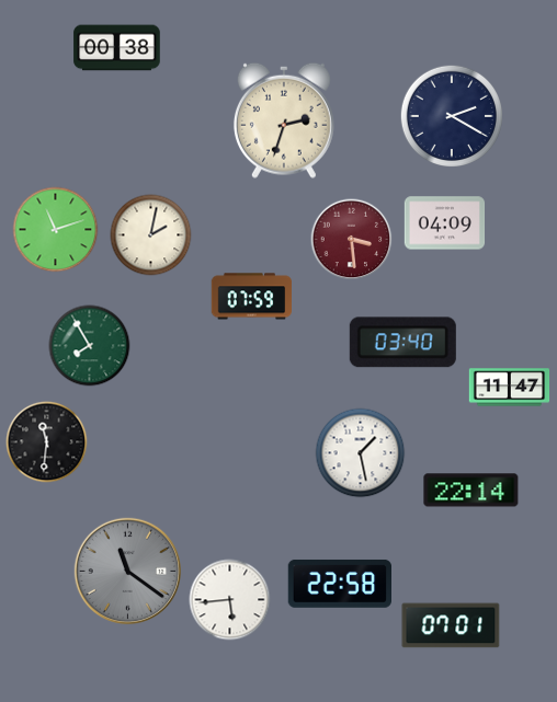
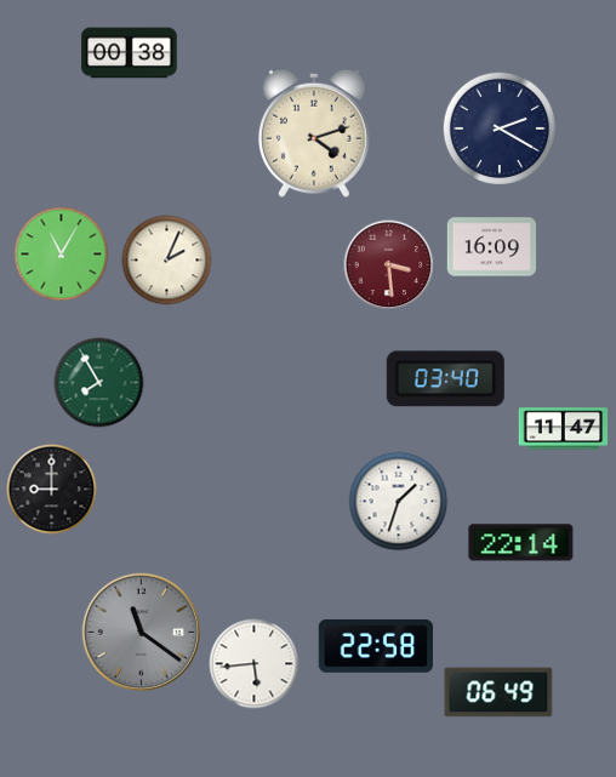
clock at (284, 120): 2:33 -> 4:12
clock at (445, 223): 04:09 -> 16:09
clock at (56, 230): 11:12 -> 11:05
clock at (151, 235): 2:02 -> 2:04
clock at (251, 297): 07:59 -> none
clock at (47, 442): 11:31 -> 9:00
clock at (361, 453): 1:28 -> 1:33
clock at (451, 625): 07:01 -> 06:49
